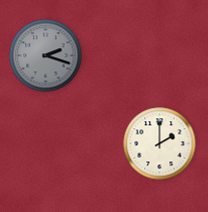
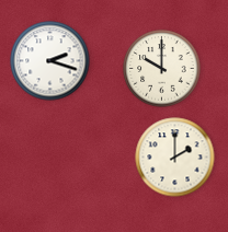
clock at (46, 56) dial: grey -> white
clock at (162, 69): none -> 10:00
